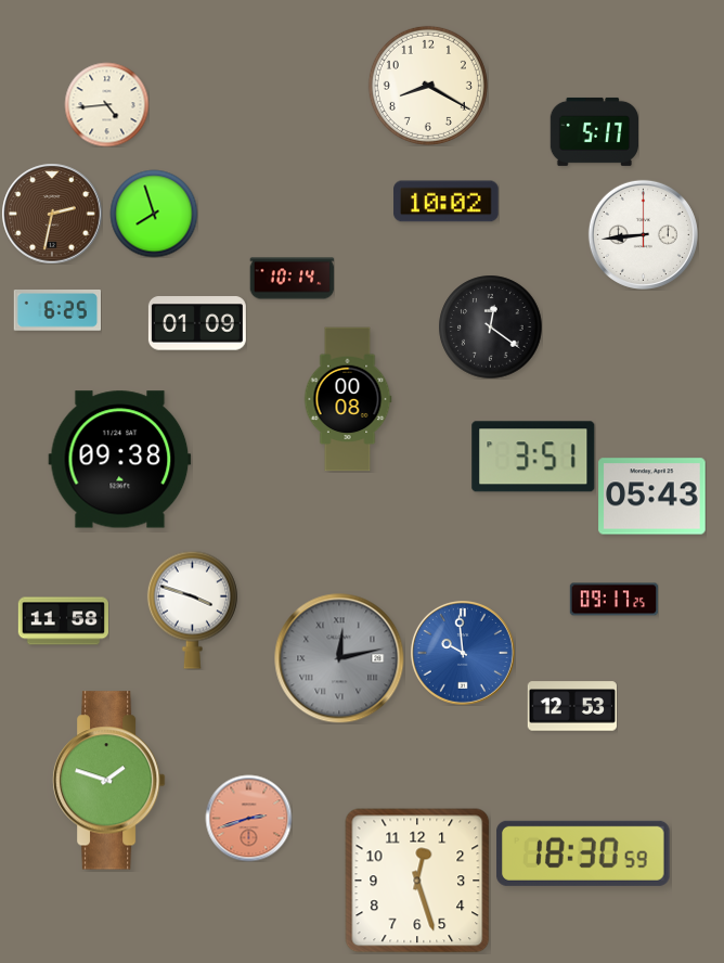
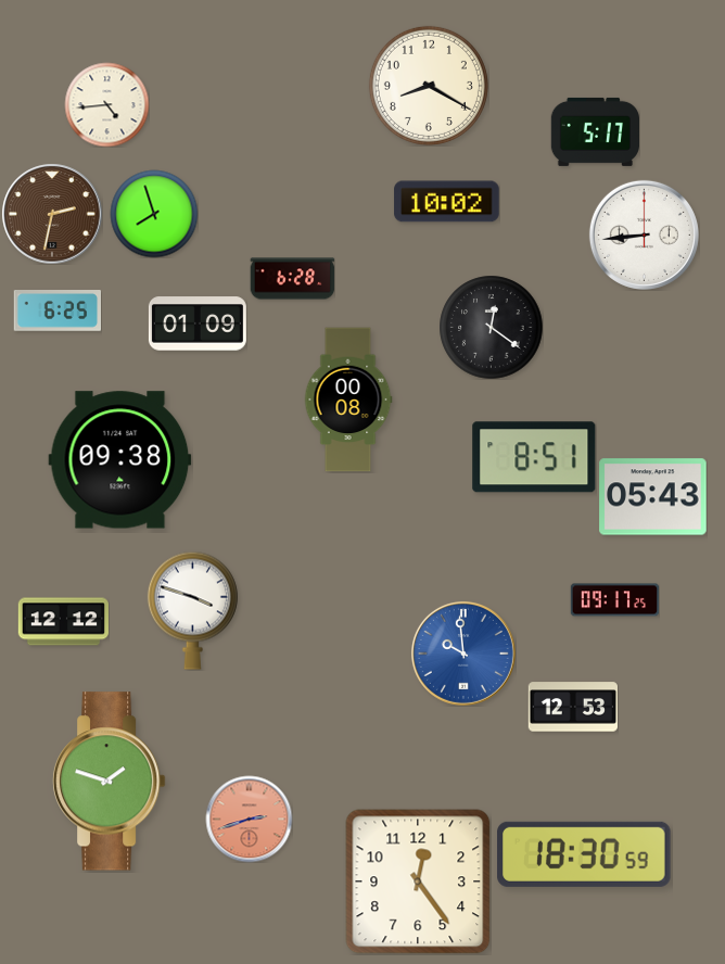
clock at (292, 279): 10:14 -> 6:28
clock at (533, 457): 3:51 -> 8:51
clock at (63, 621): 11:58 -> 12:12
clock at (339, 658): 12:13 -> none
clock at (417, 881): 12:27 -> 12:24
